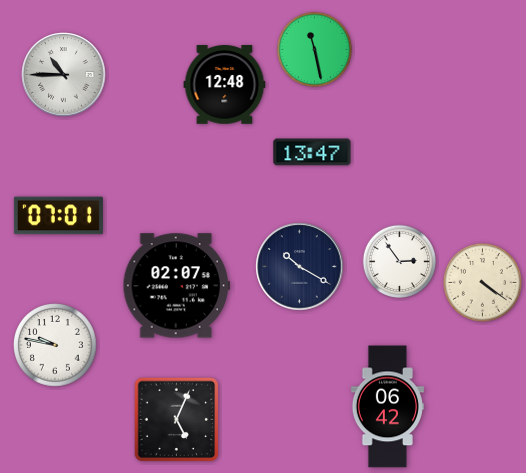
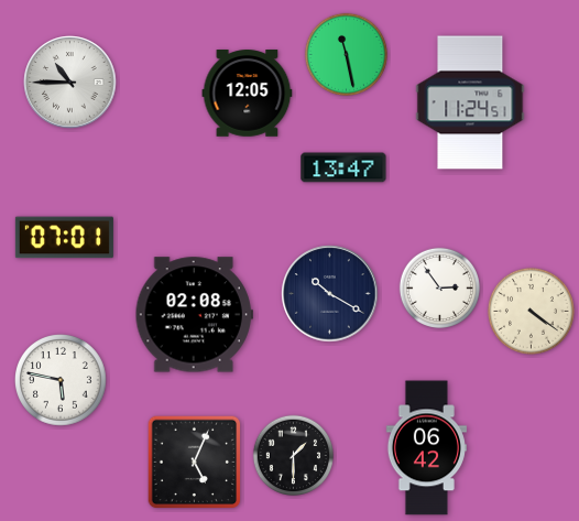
clock at (225, 85): 12:48 -> 12:05
clock at (470, 102): none -> 11:24
clock at (176, 286): 02:07 -> 02:08
clock at (56, 346): 9:47 -> 5:47
clock at (294, 456): none -> 1:30
